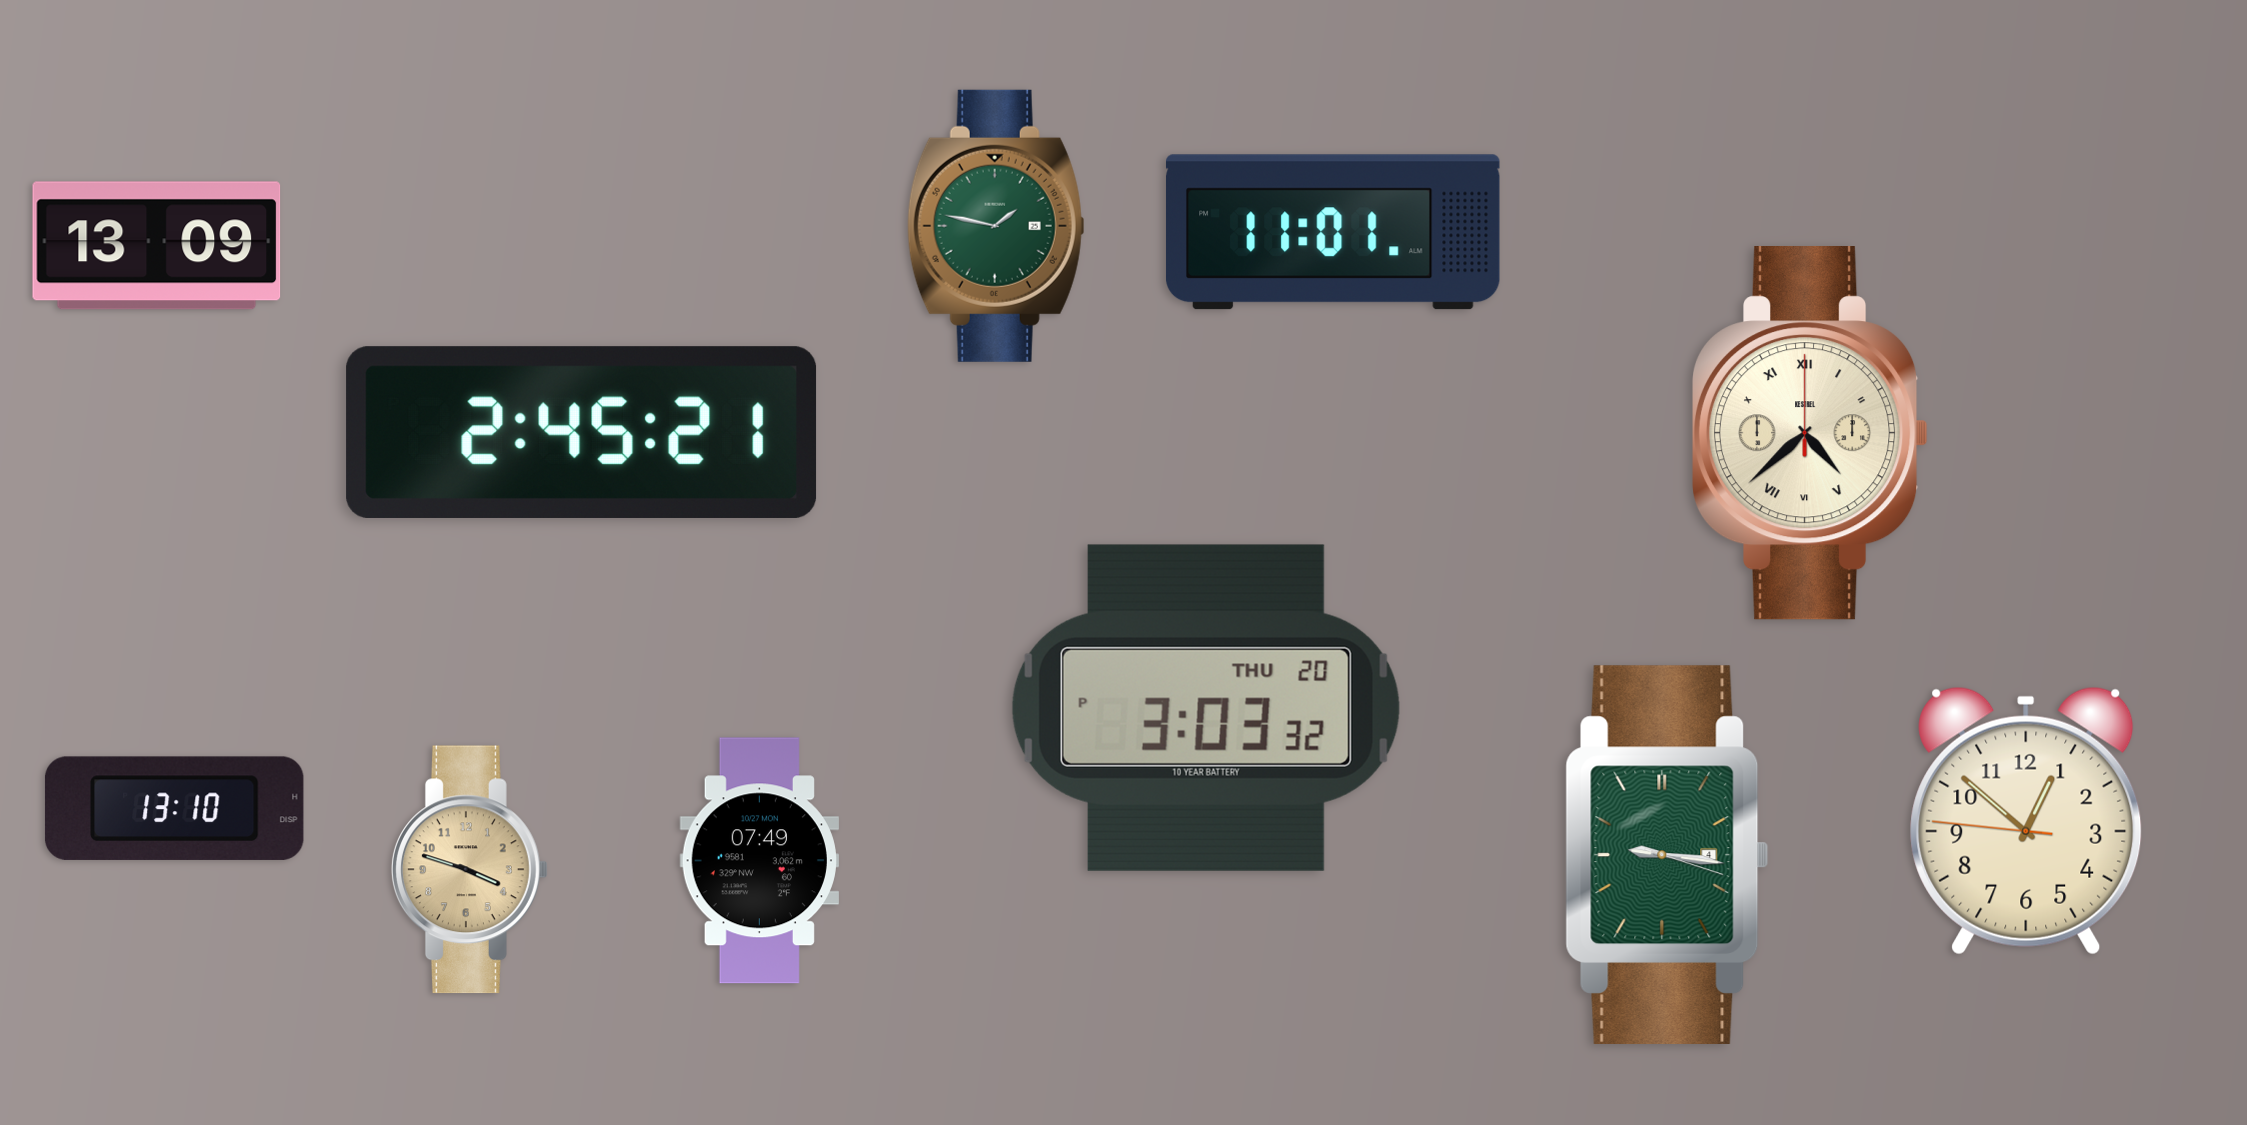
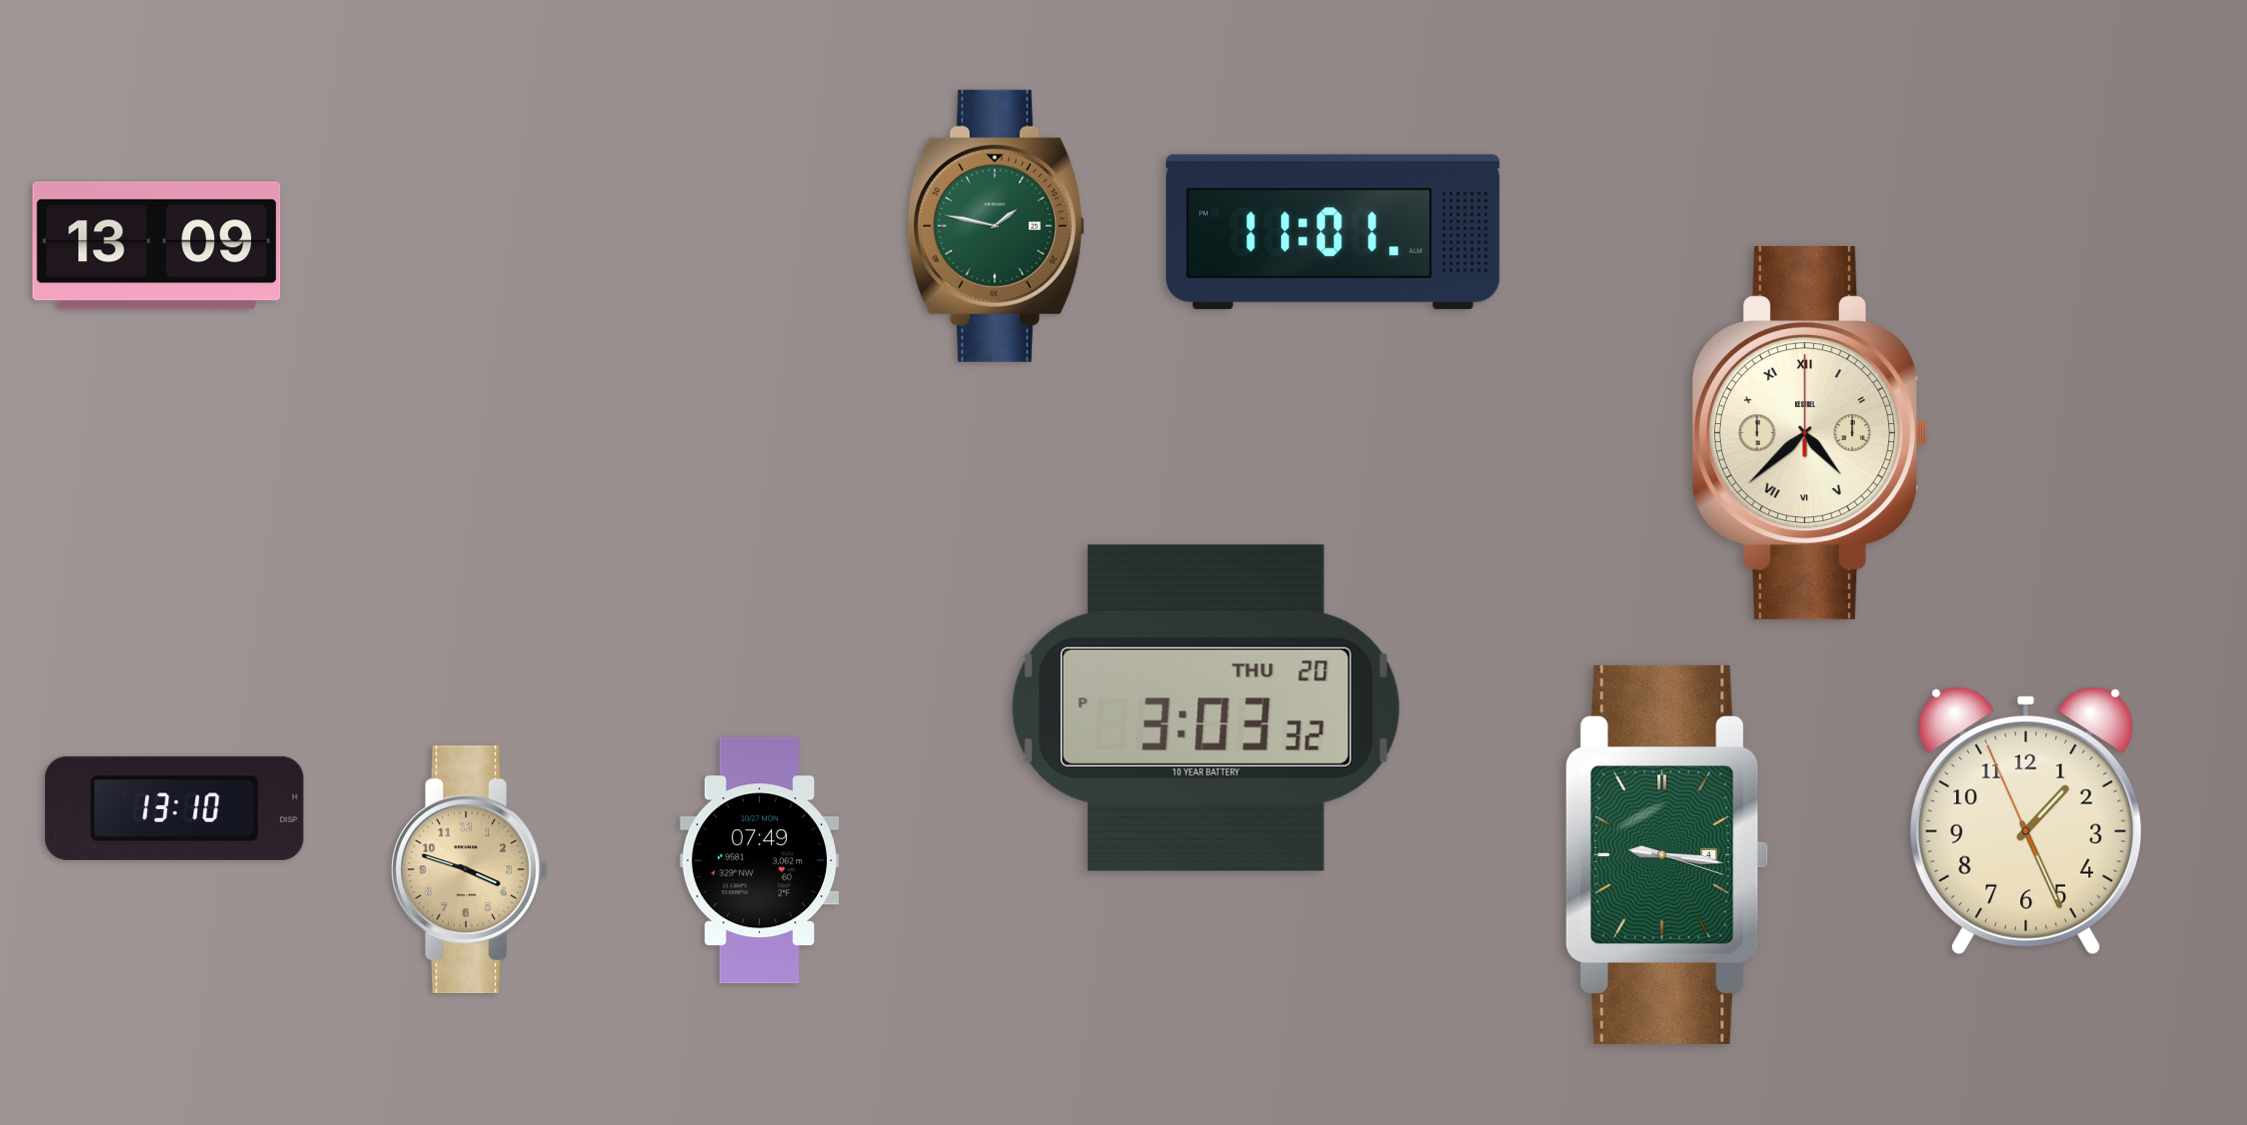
clock at (582, 432): 2:45 -> none
clock at (2026, 821): 12:51 -> 1:25
